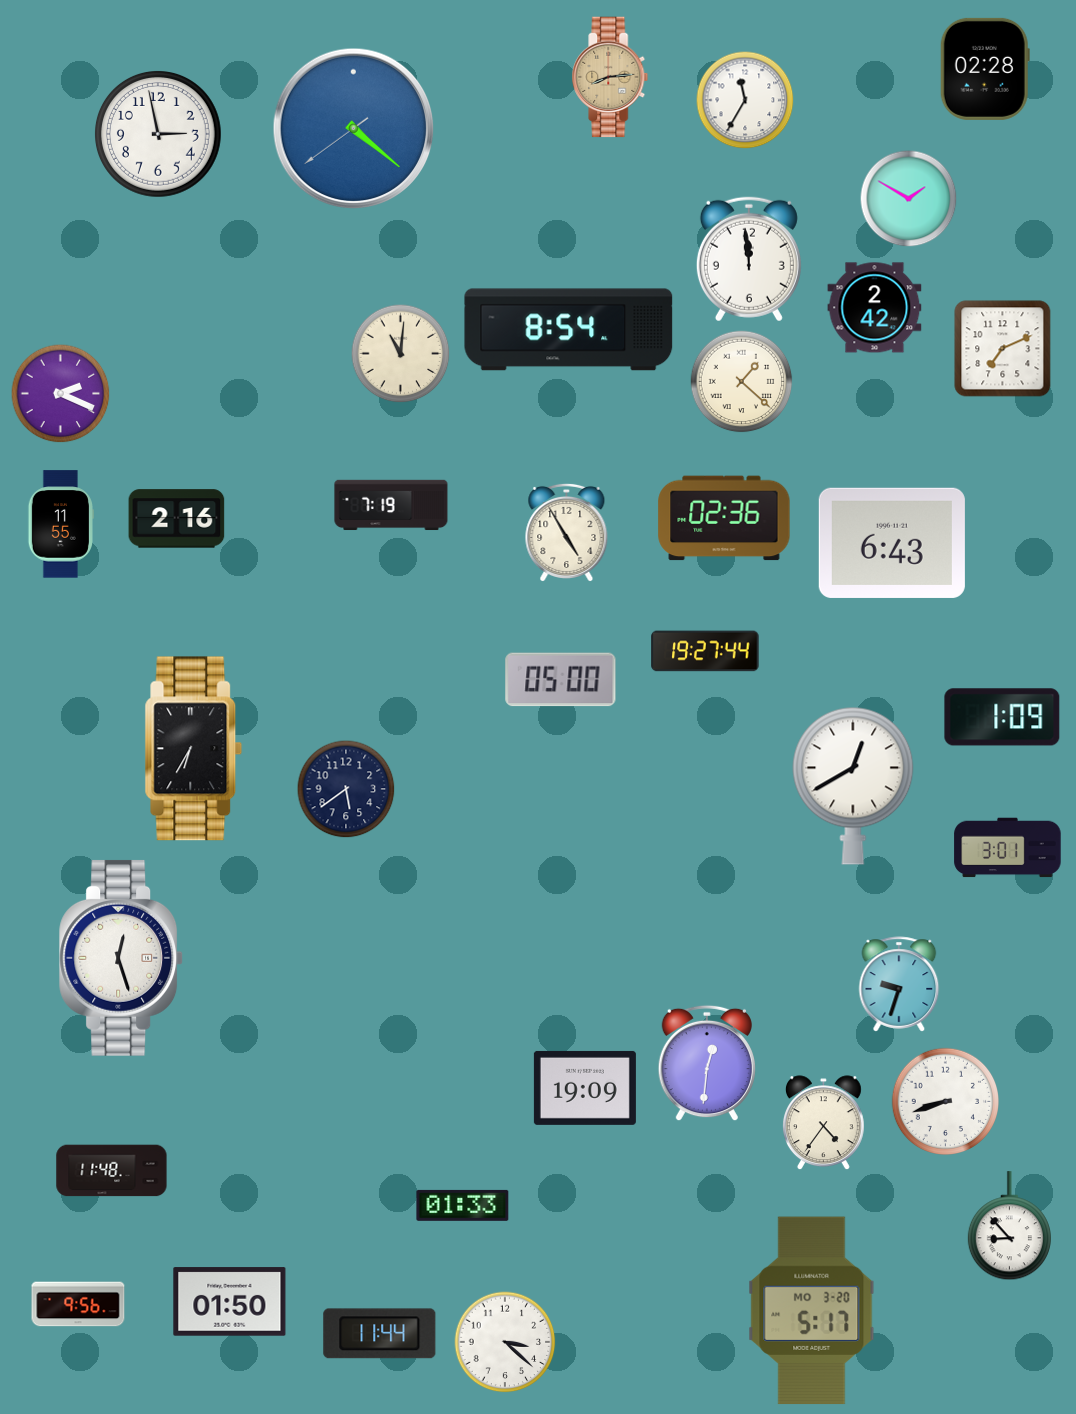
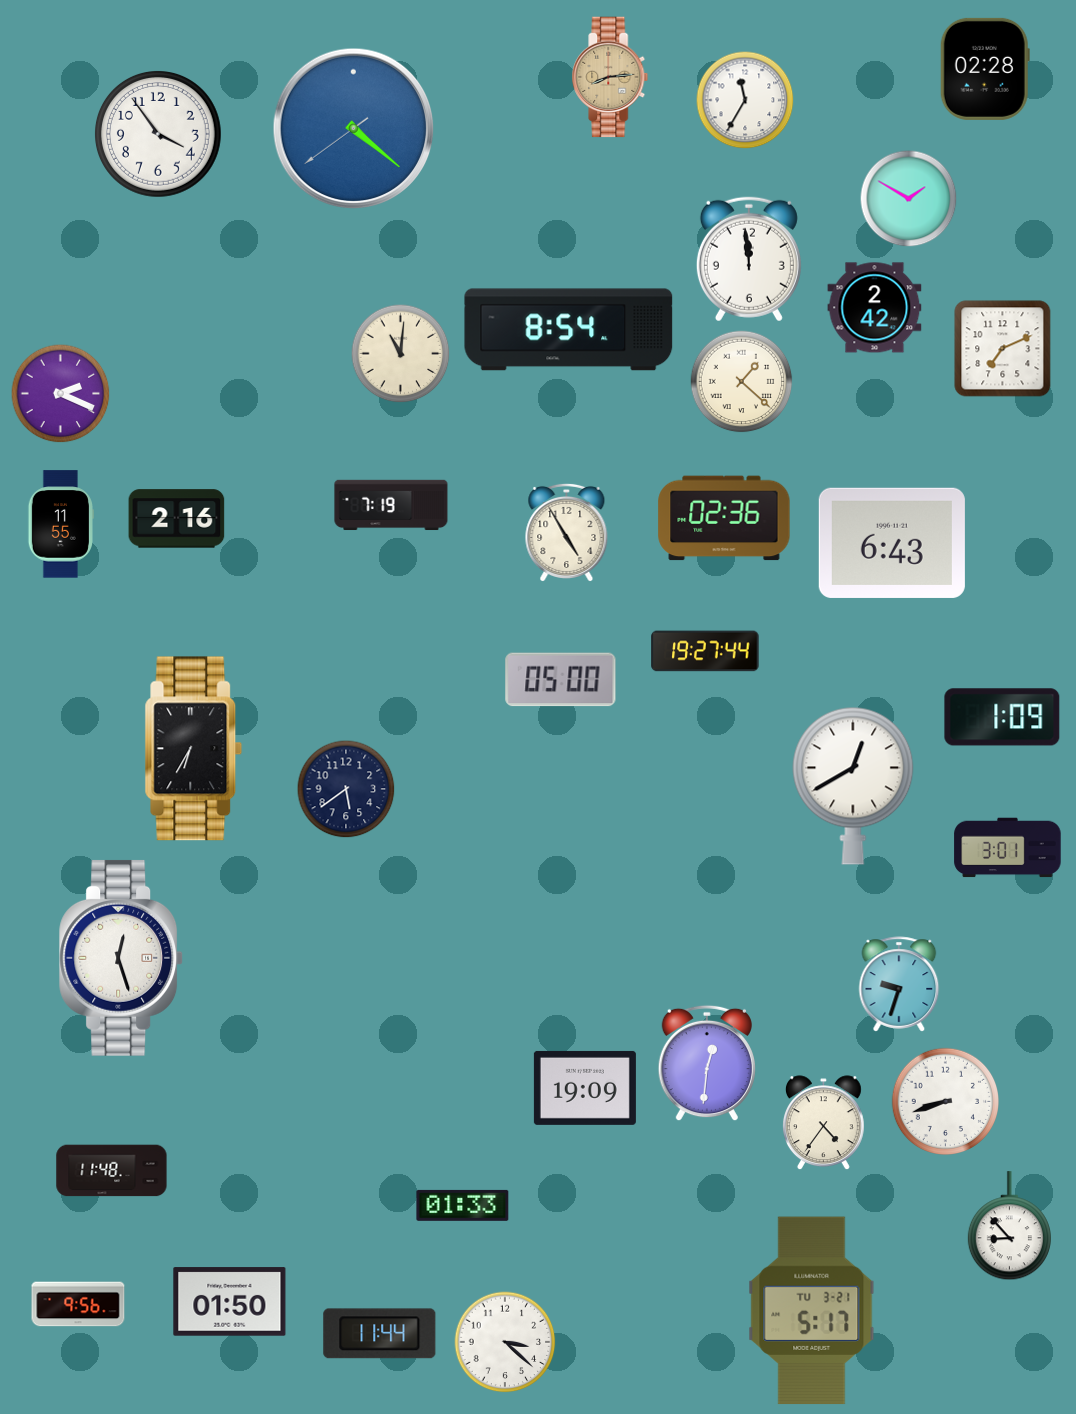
clock at (159, 135): 2:58 -> 3:54
clock at (812, 1311) date: MO 3-20 -> TU 3-21
